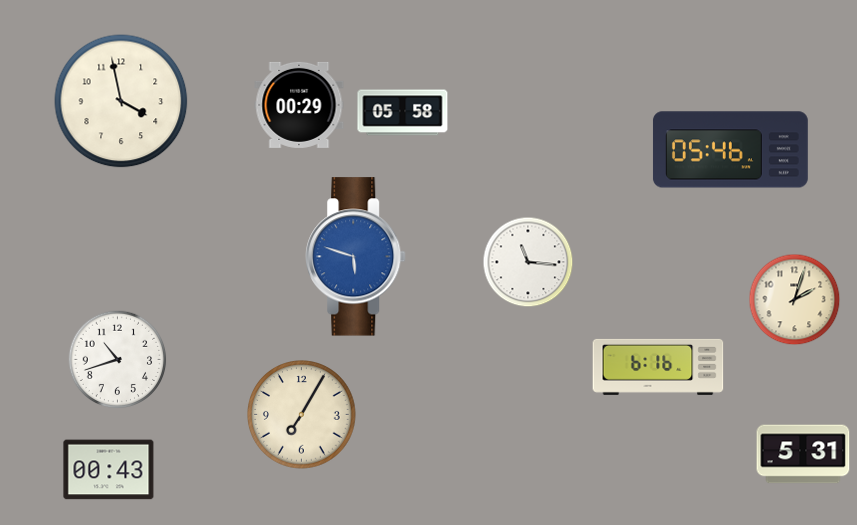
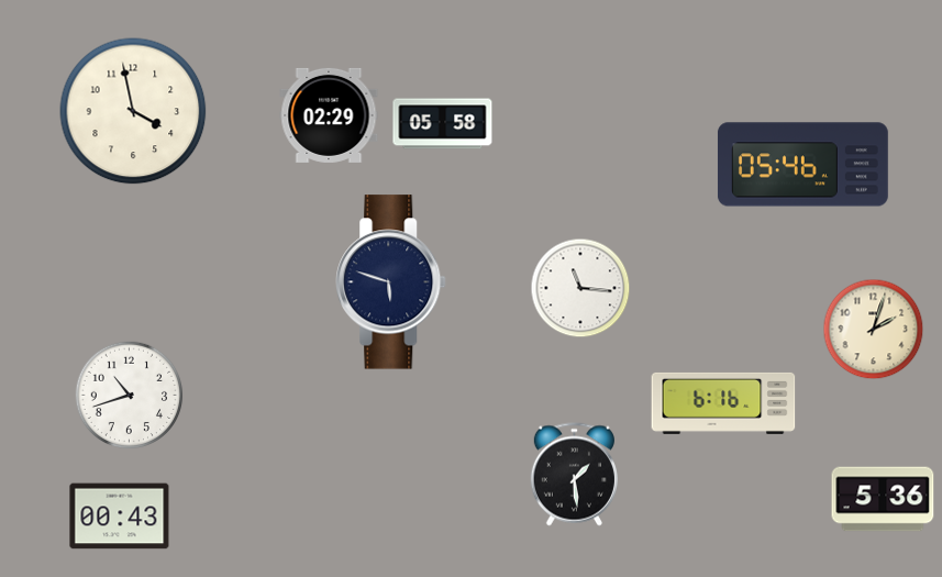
clock at (299, 105): 00:29 -> 02:29
clock at (356, 257) dial: blue -> navy
clock at (302, 415): 7:05 -> none
clock at (574, 475): none -> 1:29
clock at (803, 454): 5:31 -> 5:36
